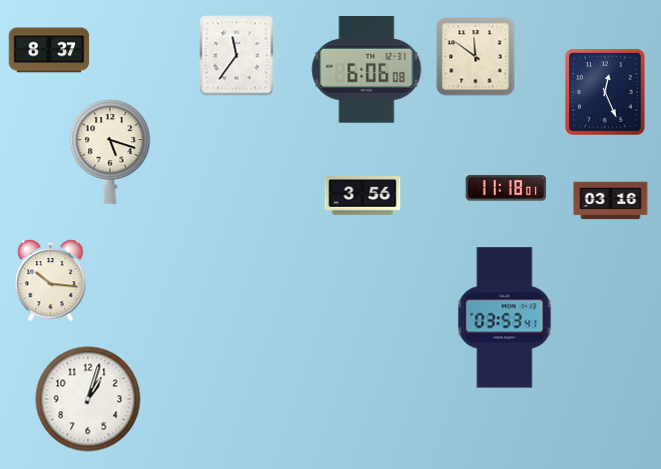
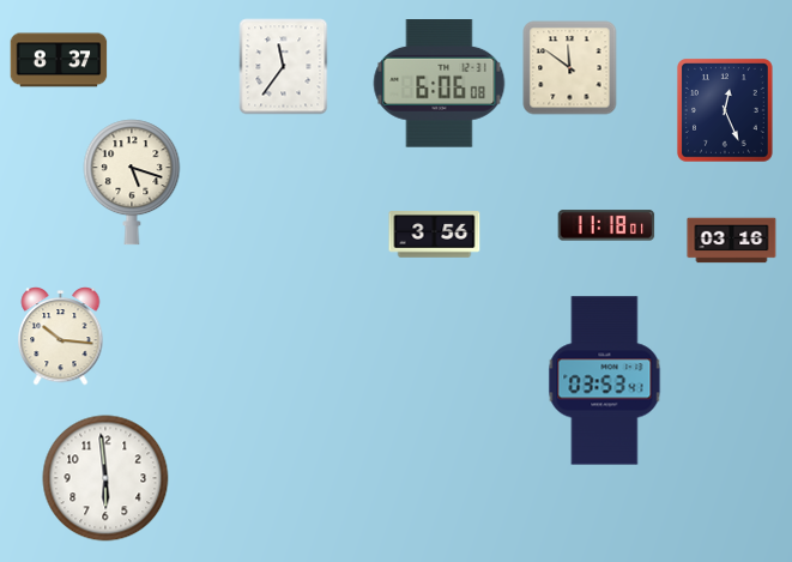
clock at (88, 399): 1:03 -> 5:59
